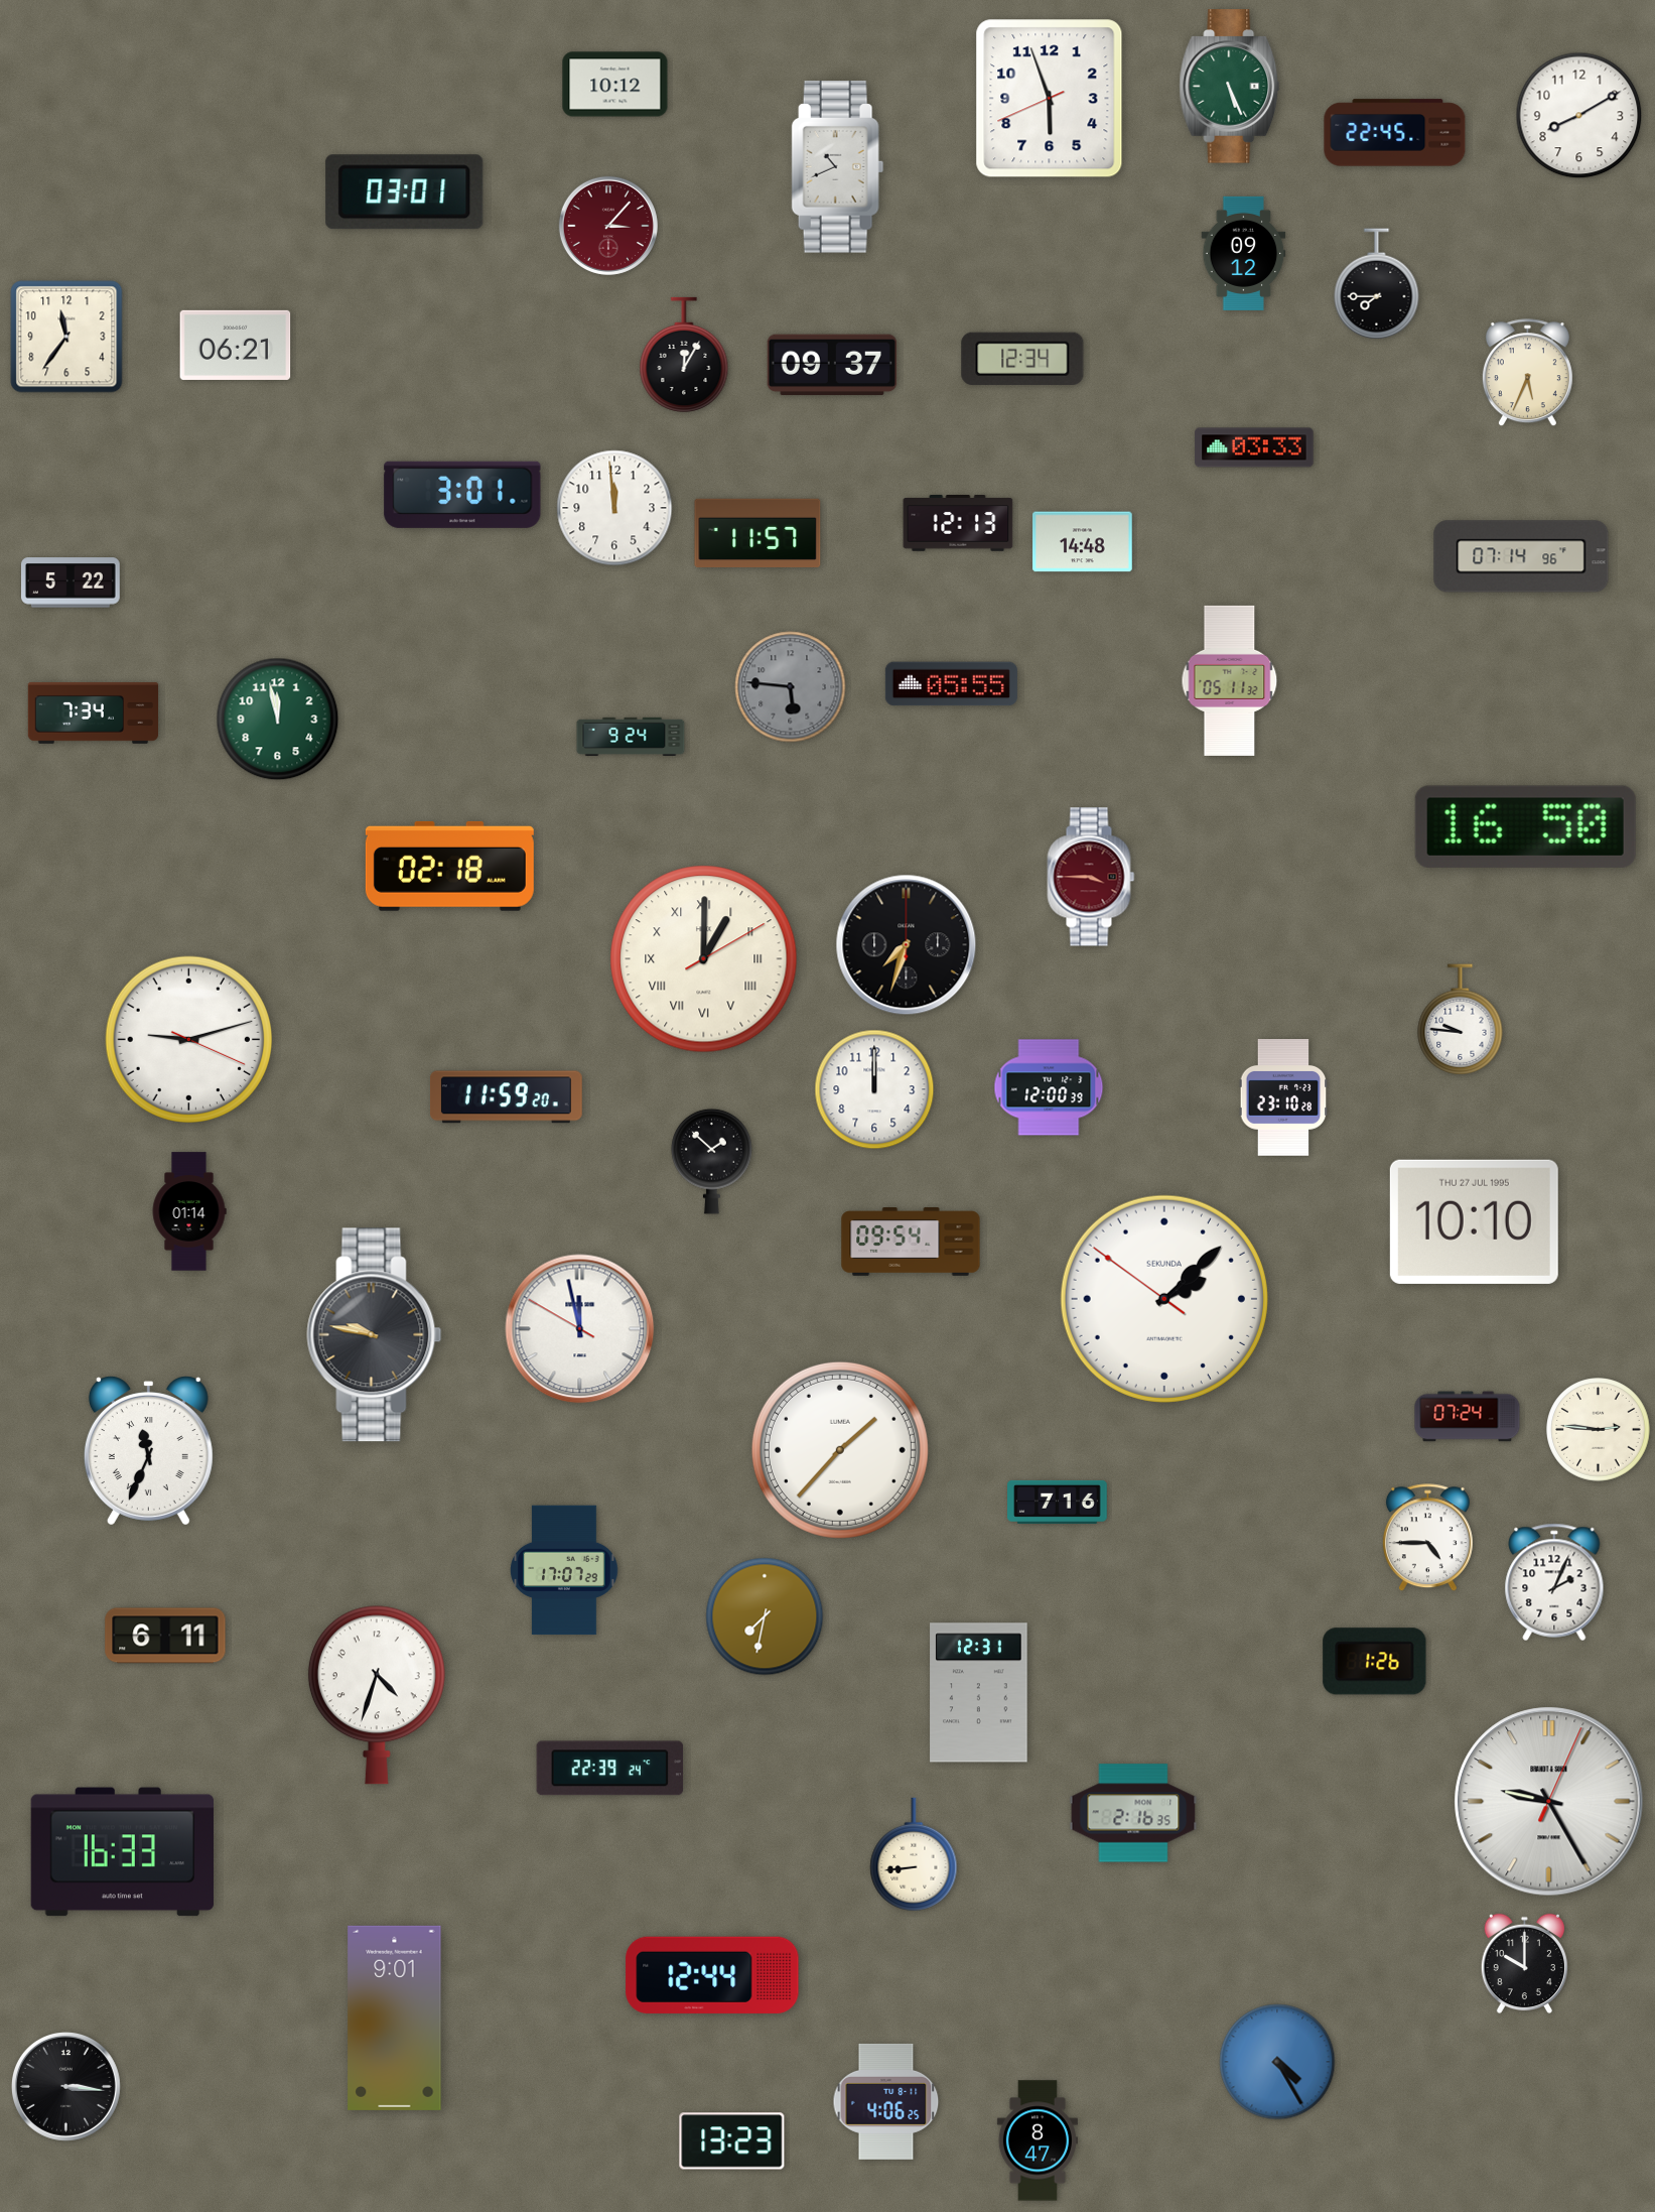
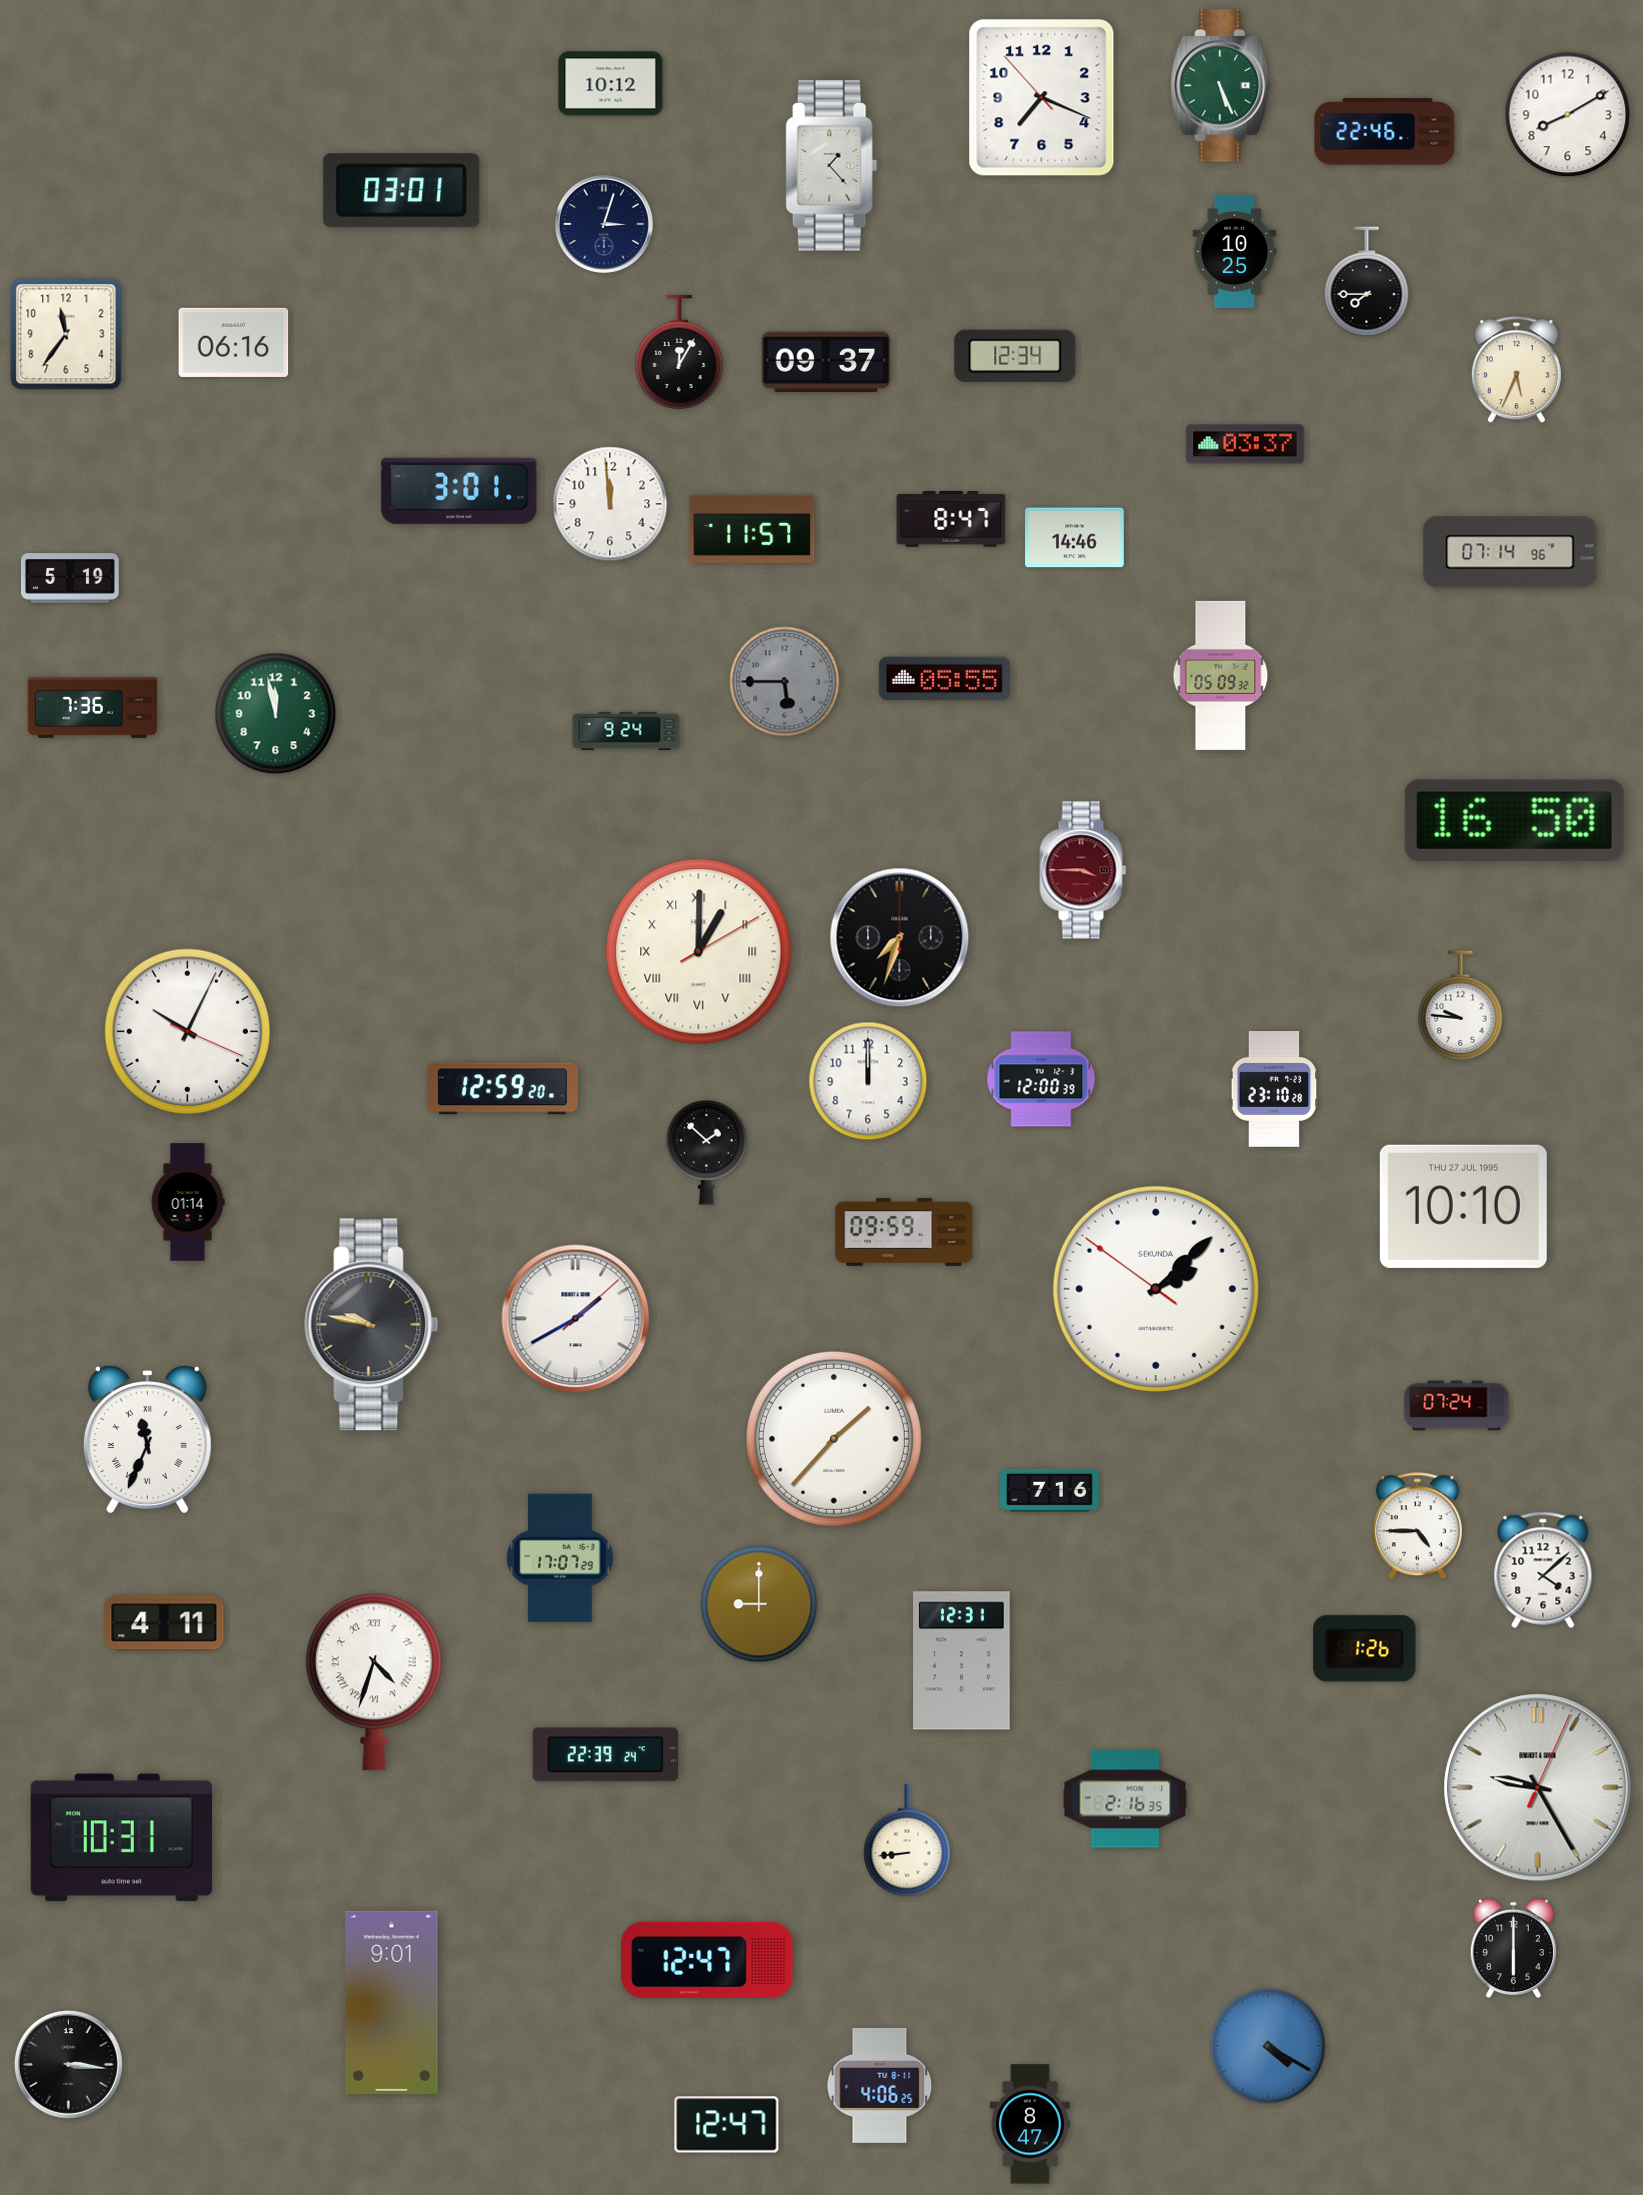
clock at (1050, 99): 5:56 -> 7:18
clock at (1395, 133): 22:45 -> 22:46
clock at (838, 167): 10:41 -> 1:23
clock at (608, 226): 3:07 -> 3:03
clock at (608, 226) dial: burgundy -> navy
clock at (1244, 253): 09:12 -> 10:25
clock at (236, 345): 06:21 -> 06:16
clock at (1254, 447): 03:33 -> 03:37
clock at (958, 524): 12:13 -> 8:47
clock at (1083, 542): 14:48 -> 14:46
clock at (71, 582): 5:22 -> 5:19
clock at (1230, 680): 05:11 -> 05:09
clock at (791, 687): 5:46 -> 5:45
clock at (94, 713): 7:34 -> 7:36
clock at (449, 866): 02:18 -> none
clock at (1461, 1020) position: (1461, 1020) -> (1461, 1006)
clock at (189, 1040): 9:12 -> 10:04
clock at (506, 1097): 11:59 -> 12:59
clock at (1474, 1221) position: (1474, 1221) -> (1463, 1206)
clock at (911, 1243): 09:54 -> 09:59
clock at (580, 1329): 11:57 -> 1:40
clock at (1599, 1430): 2:46 -> none
clock at (1554, 1582): 2:04 -> 4:08
clock at (765, 1616): 7:32 -> 9:00
clock at (165, 1636): 6:11 -> 4:11
clock at (979, 1693) position: (979, 1693) -> (962, 1661)
clock at (377, 1695) numerals: Arabic -> Roman
clock at (122, 1852): 16:33 -> 10:31
clock at (1524, 1964): 10:00 -> 6:00
clock at (712, 1975): 12:44 -> 12:47
clock at (1277, 2062): 4:25 -> 4:20
clock at (65, 2086) position: (65, 2086) -> (68, 2064)
clock at (732, 2141): 13:23 -> 12:47
